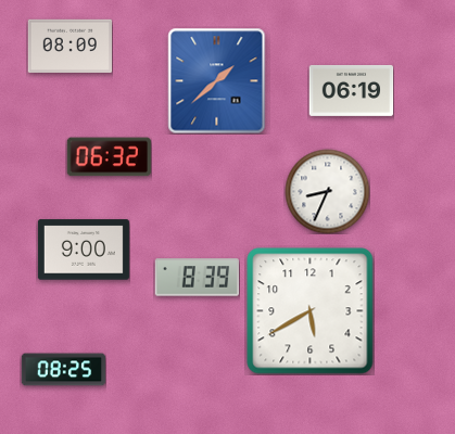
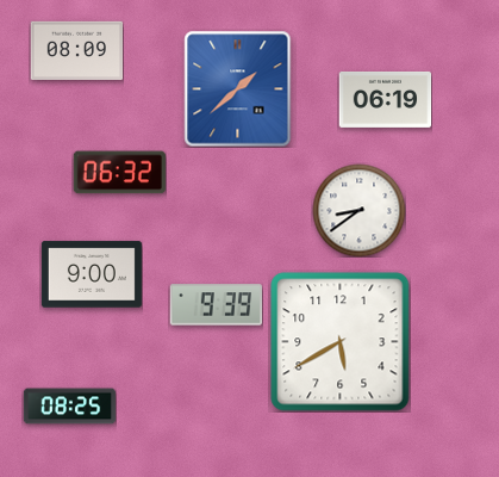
clock at (327, 191): 8:34 -> 8:39
clock at (197, 278): 8:39 -> 9:39
